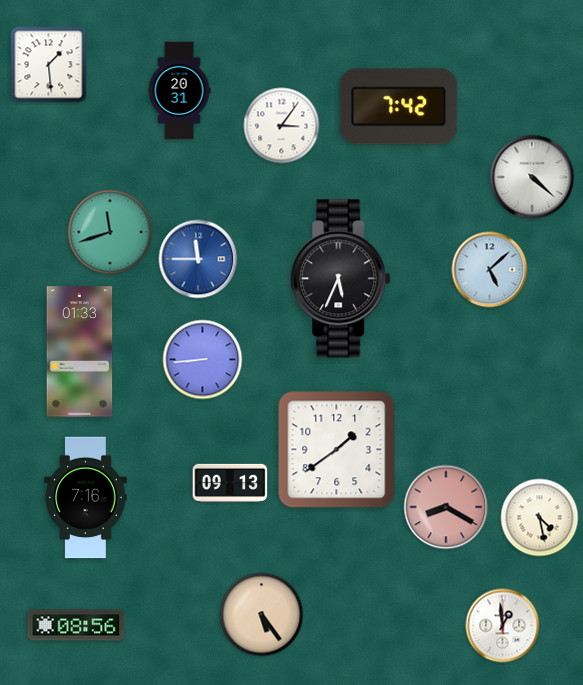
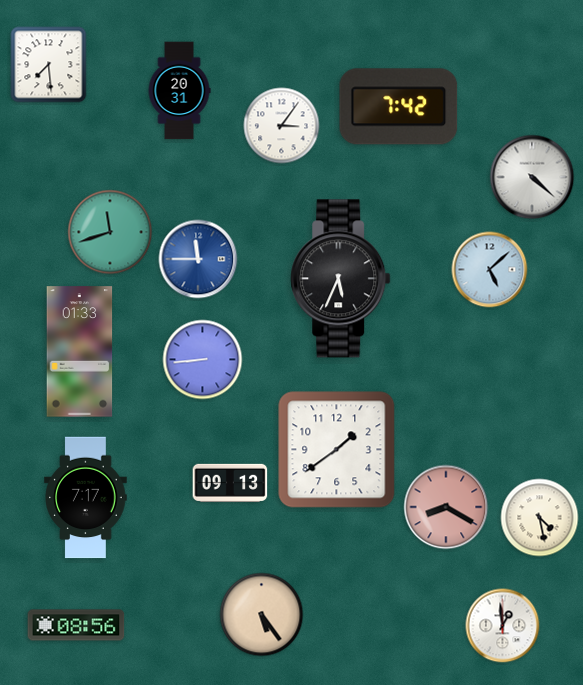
clock at (49, 65): 1:29 -> 7:29
clock at (86, 498): 7:16 -> 7:17
